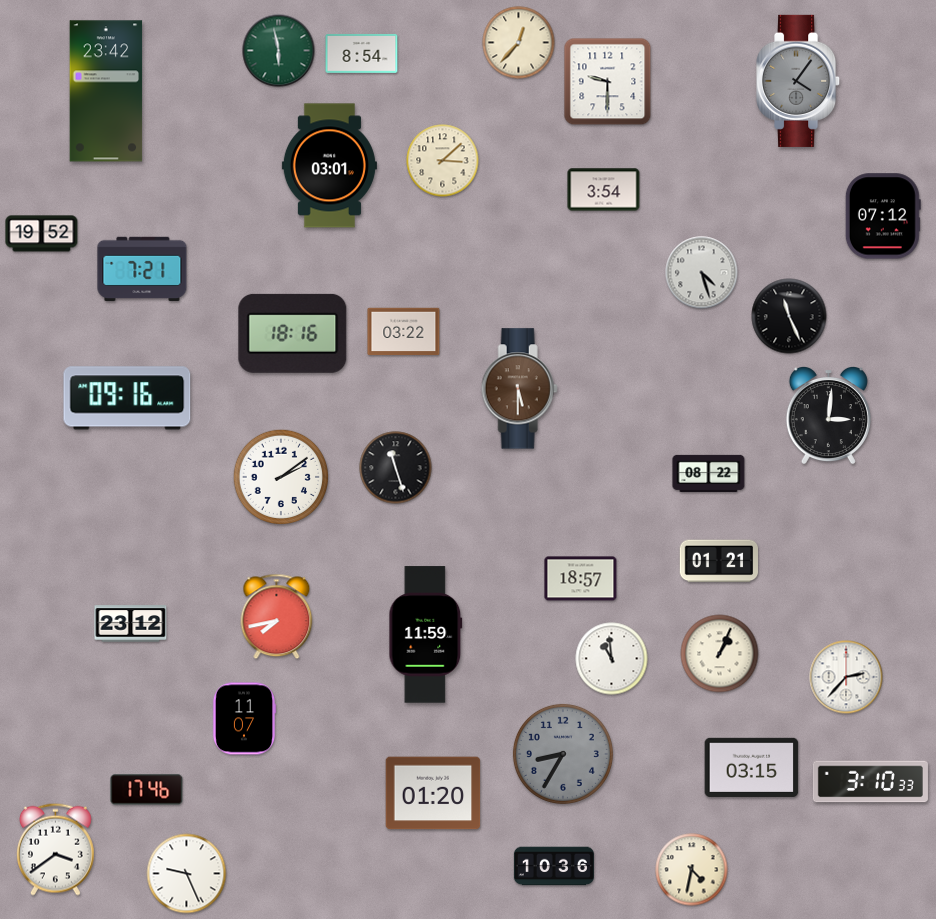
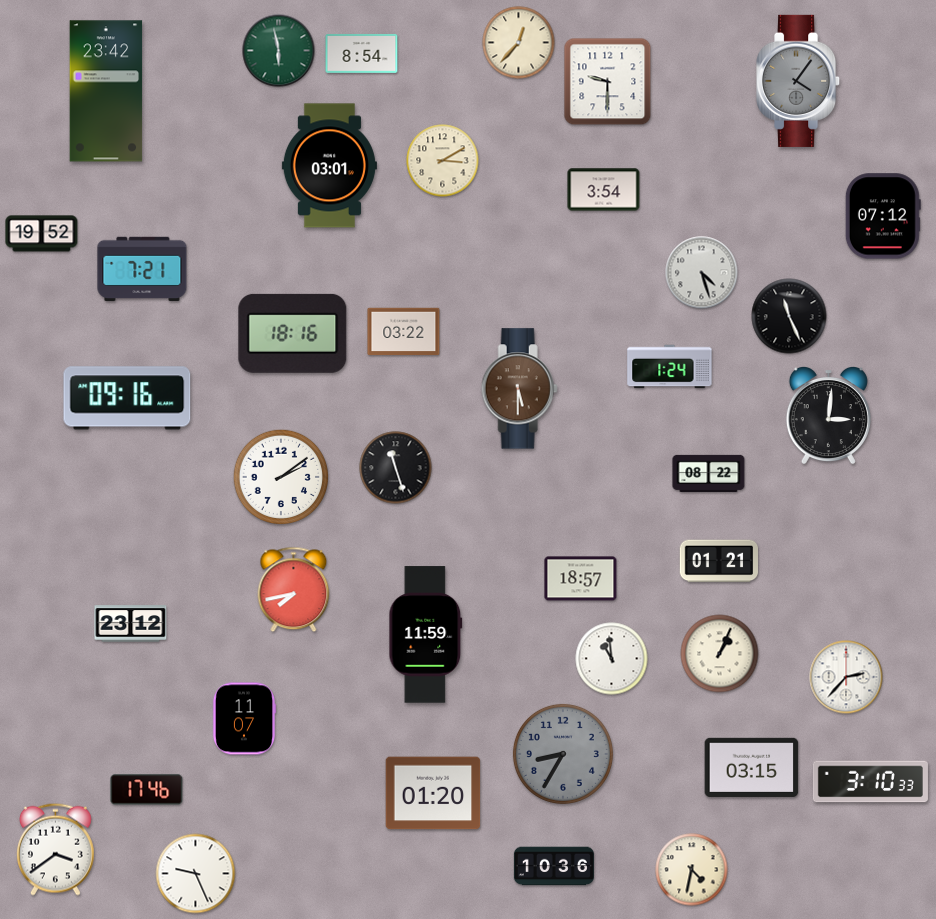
clock at (443, 161): 3:08 -> 3:10
clock at (670, 367): none -> 1:24
clock at (277, 617) position: (277, 617) -> (294, 590)
clock at (187, 874) position: (187, 874) -> (196, 874)
